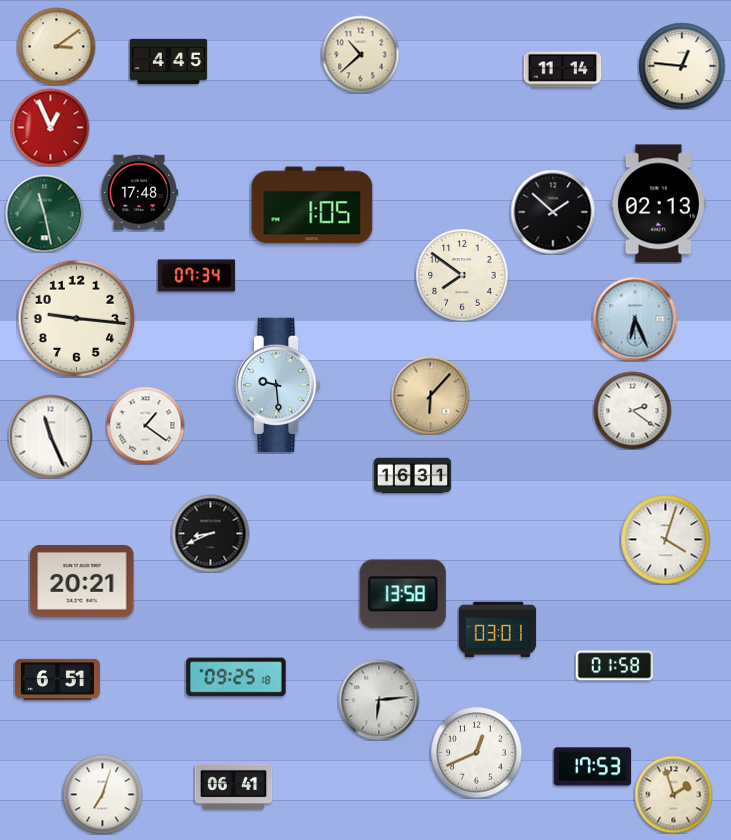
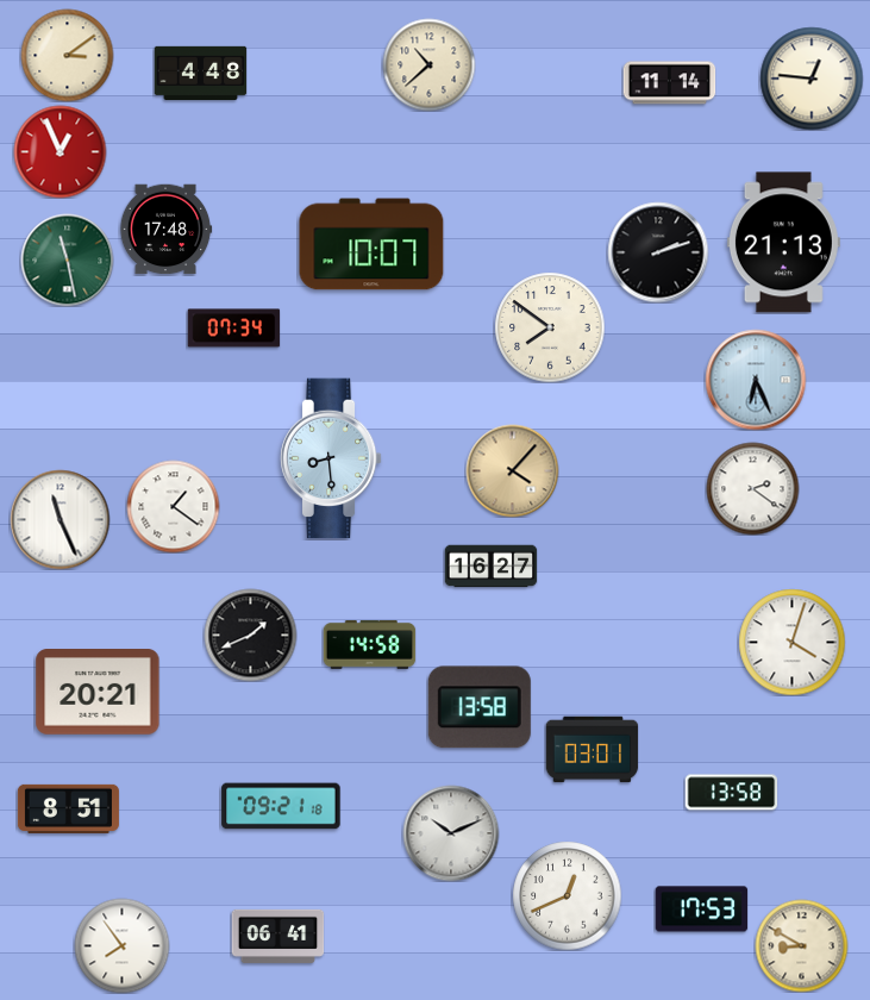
clock at (168, 61): 4:45 -> 4:48
clock at (658, 204): 02:13 -> 21:13
clock at (312, 205): 1:05 -> 10:07
clock at (553, 212): 1:52 -> 2:12
clock at (44, 213) position: (44, 213) -> (67, 260)
clock at (76, 318): 9:16 -> none
clock at (278, 385): 9:29 -> 8:29
clock at (430, 395): 6:07 -> 4:07
clock at (412, 476): 16:31 -> 16:27
clock at (210, 533): 8:41 -> 1:41
clock at (369, 644): none -> 14:58
clock at (614, 666): 01:58 -> 13:58
clock at (236, 677): 09:25 -> 09:21
clock at (57, 679): 6:51 -> 8:51
clock at (379, 700): 6:14 -> 10:11
clock at (592, 767) position: (592, 767) -> (701, 910)
clock at (102, 794): 7:03 -> 7:54
clock at (673, 794): 1:57 -> 8:50
